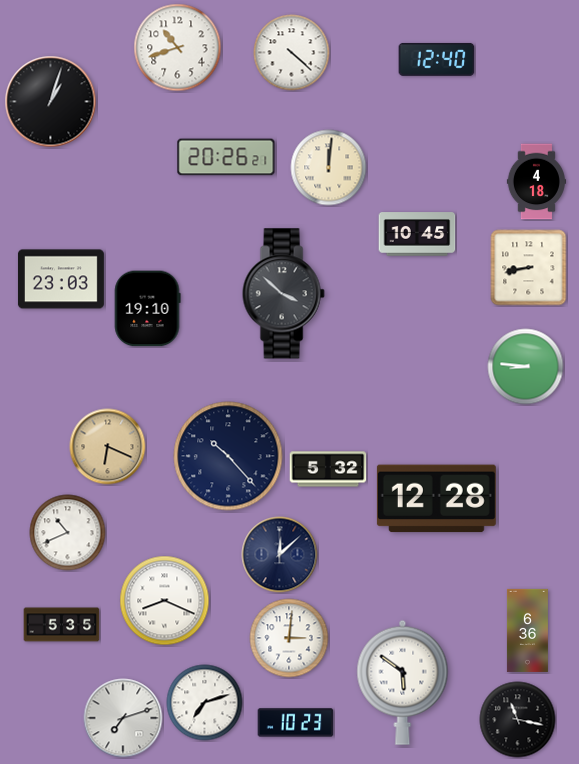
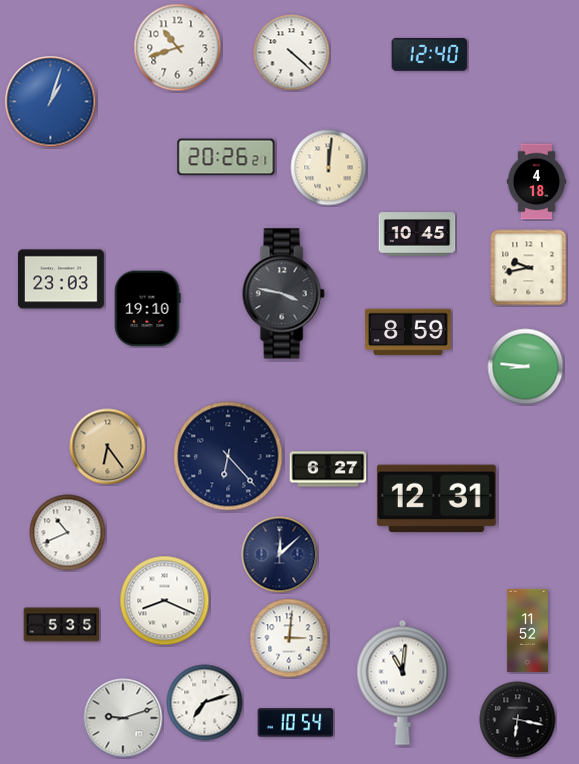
clock at (437, 59) position: (437, 59) -> (430, 54)
clock at (51, 102) dial: black -> blue
clock at (529, 268): 8:43 -> 9:43
clock at (283, 294): 3:52 -> 3:47
clock at (408, 332): none -> 8:59
clock at (108, 447): 6:19 -> 6:24
clock at (228, 456): 10:23 -> 6:23
clock at (328, 469): 5:32 -> 6:27
clock at (436, 499): 12:28 -> 12:31
clock at (527, 630): 6:36 -> 11:52
clock at (403, 682): 5:51 -> 11:01
clock at (123, 718): 7:12 -> 9:12
clock at (518, 720): 11:17 -> 6:17
clock at (296, 723): 10:23 -> 10:54
